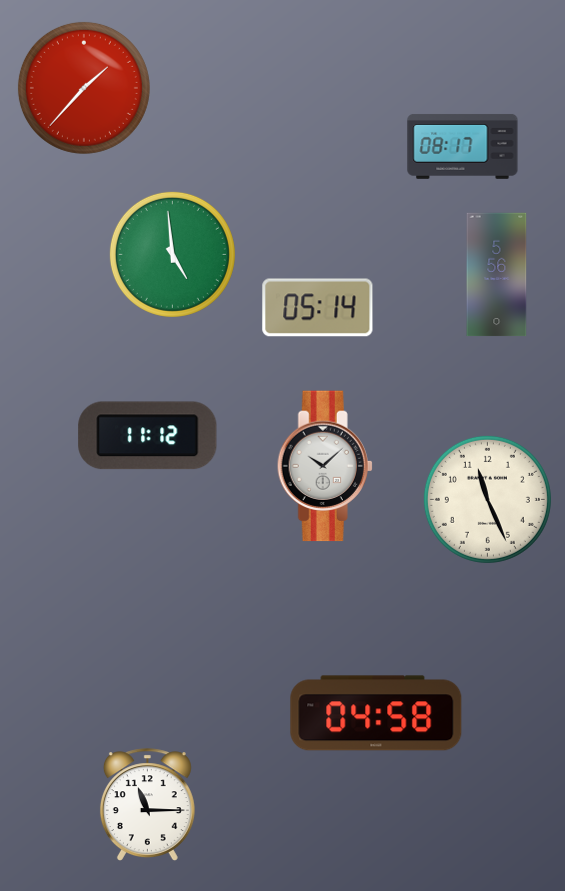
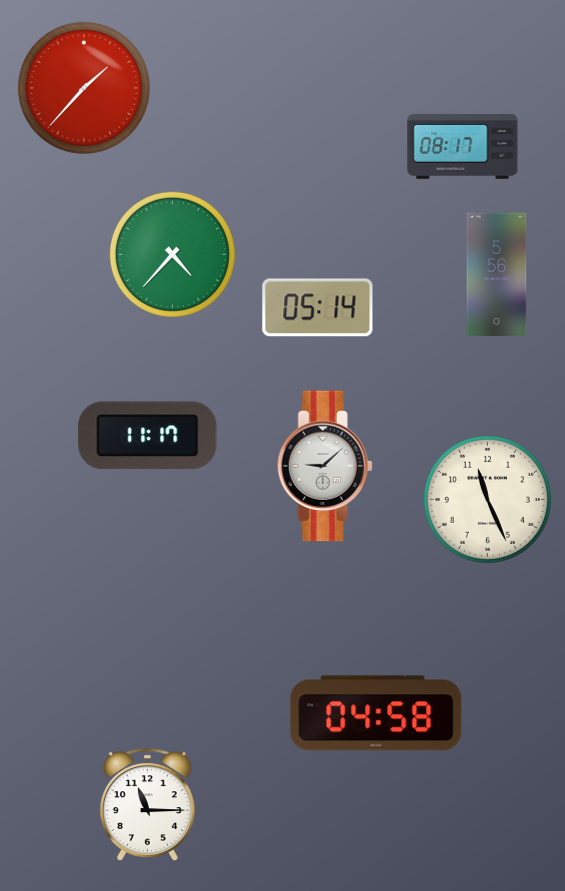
clock at (172, 254): 4:59 -> 4:37
clock at (148, 436): 11:12 -> 11:17
clock at (325, 466): 10:08 -> 9:08
